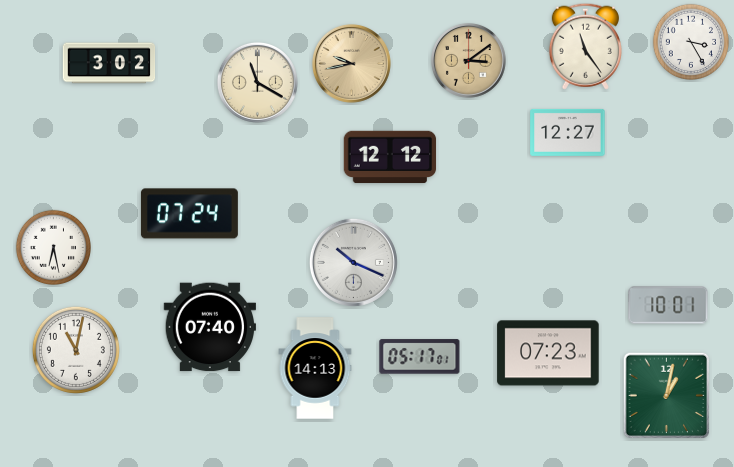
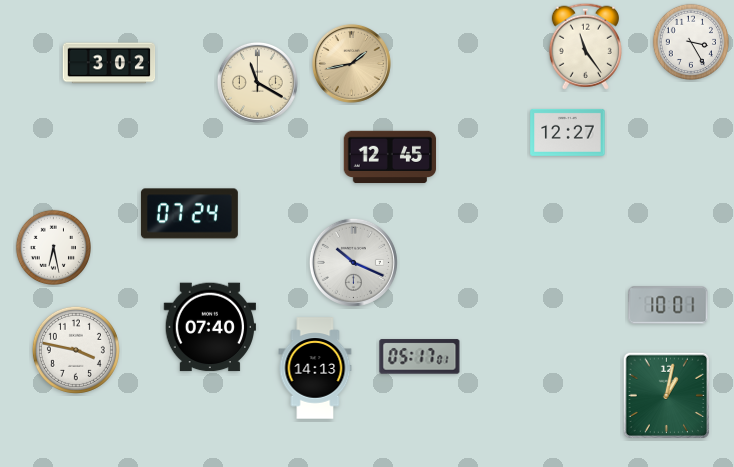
clock at (469, 61): 3:09 -> none
clock at (351, 63): 9:43 -> 1:43
clock at (390, 157): 12:12 -> 12:45
clock at (76, 350): 11:02 -> 3:47
clock at (548, 353): 07:23 -> none
